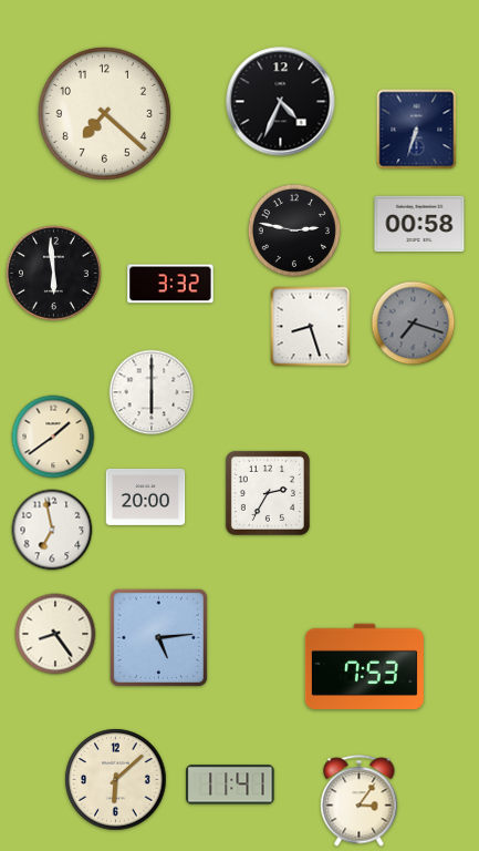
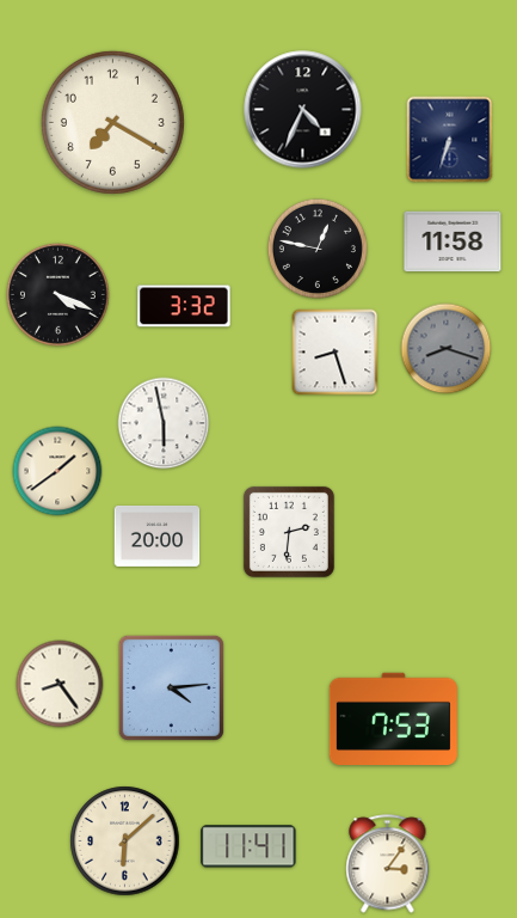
clock at (104, 113): 7:22 -> 7:20
clock at (419, 224): 00:58 -> 11:58
clock at (294, 230): 2:47 -> 12:47
clock at (53, 273): 5:59 -> 4:19
clock at (414, 324): 7:18 -> 8:18
clock at (152, 392): 6:00 -> 5:58
clock at (268, 493): 2:35 -> 2:31
clock at (52, 530): 6:58 -> none
clock at (158, 637): 5:14 -> 4:14
